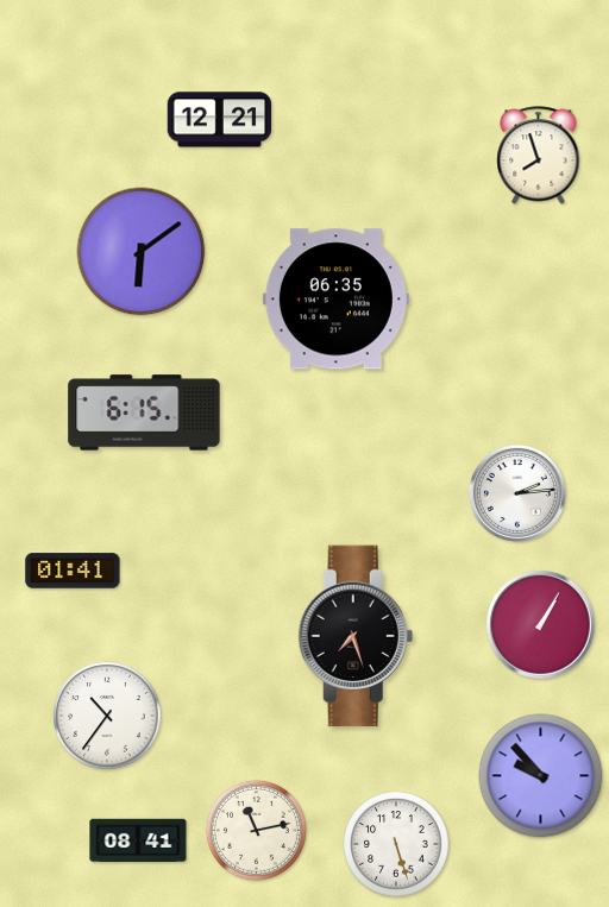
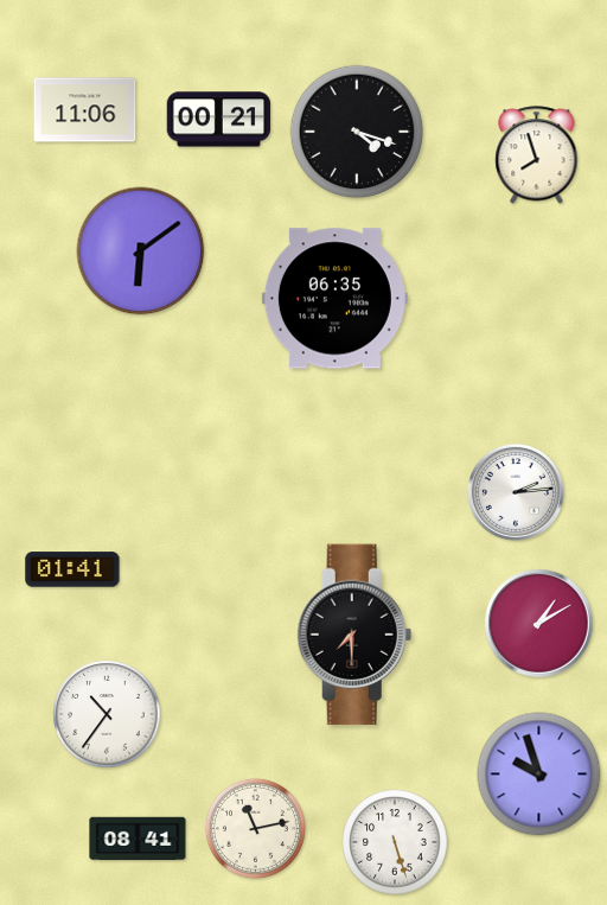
clock at (85, 110): none -> 11:06
clock at (220, 120): 12:21 -> 00:21
clock at (357, 132): none -> 4:18
clock at (144, 412): 6:15 -> none
clock at (541, 625): 1:05 -> 1:10
clock at (356, 636): 7:27 -> 7:30
clock at (541, 776): 9:53 -> 9:57
